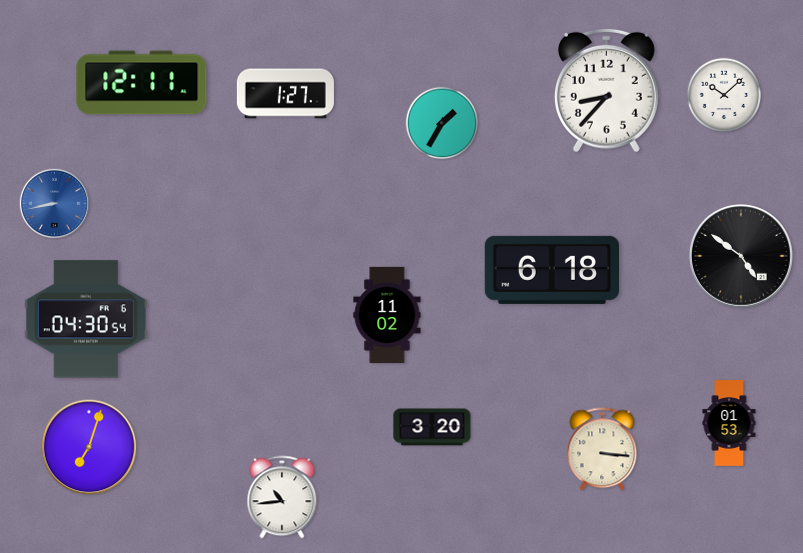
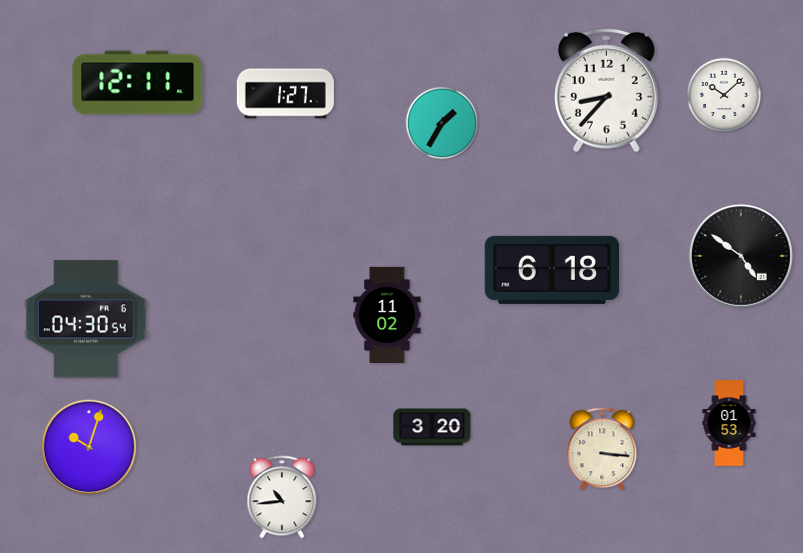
clock at (142, 83) position: (142, 83) -> (138, 83)
clock at (54, 203): 8:43 -> none
clock at (89, 447): 7:03 -> 10:03
